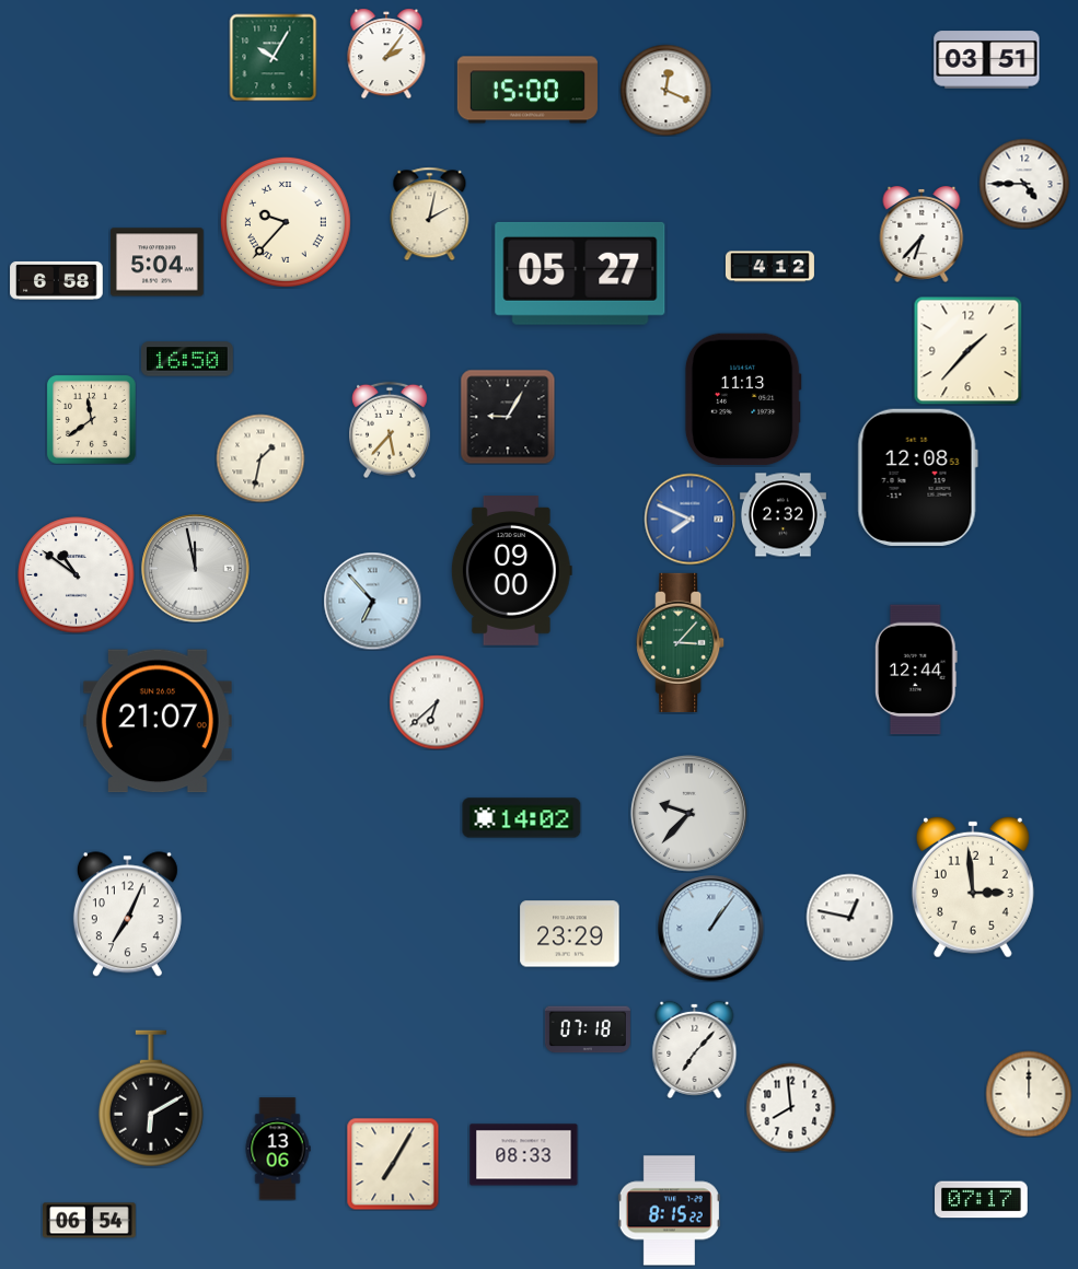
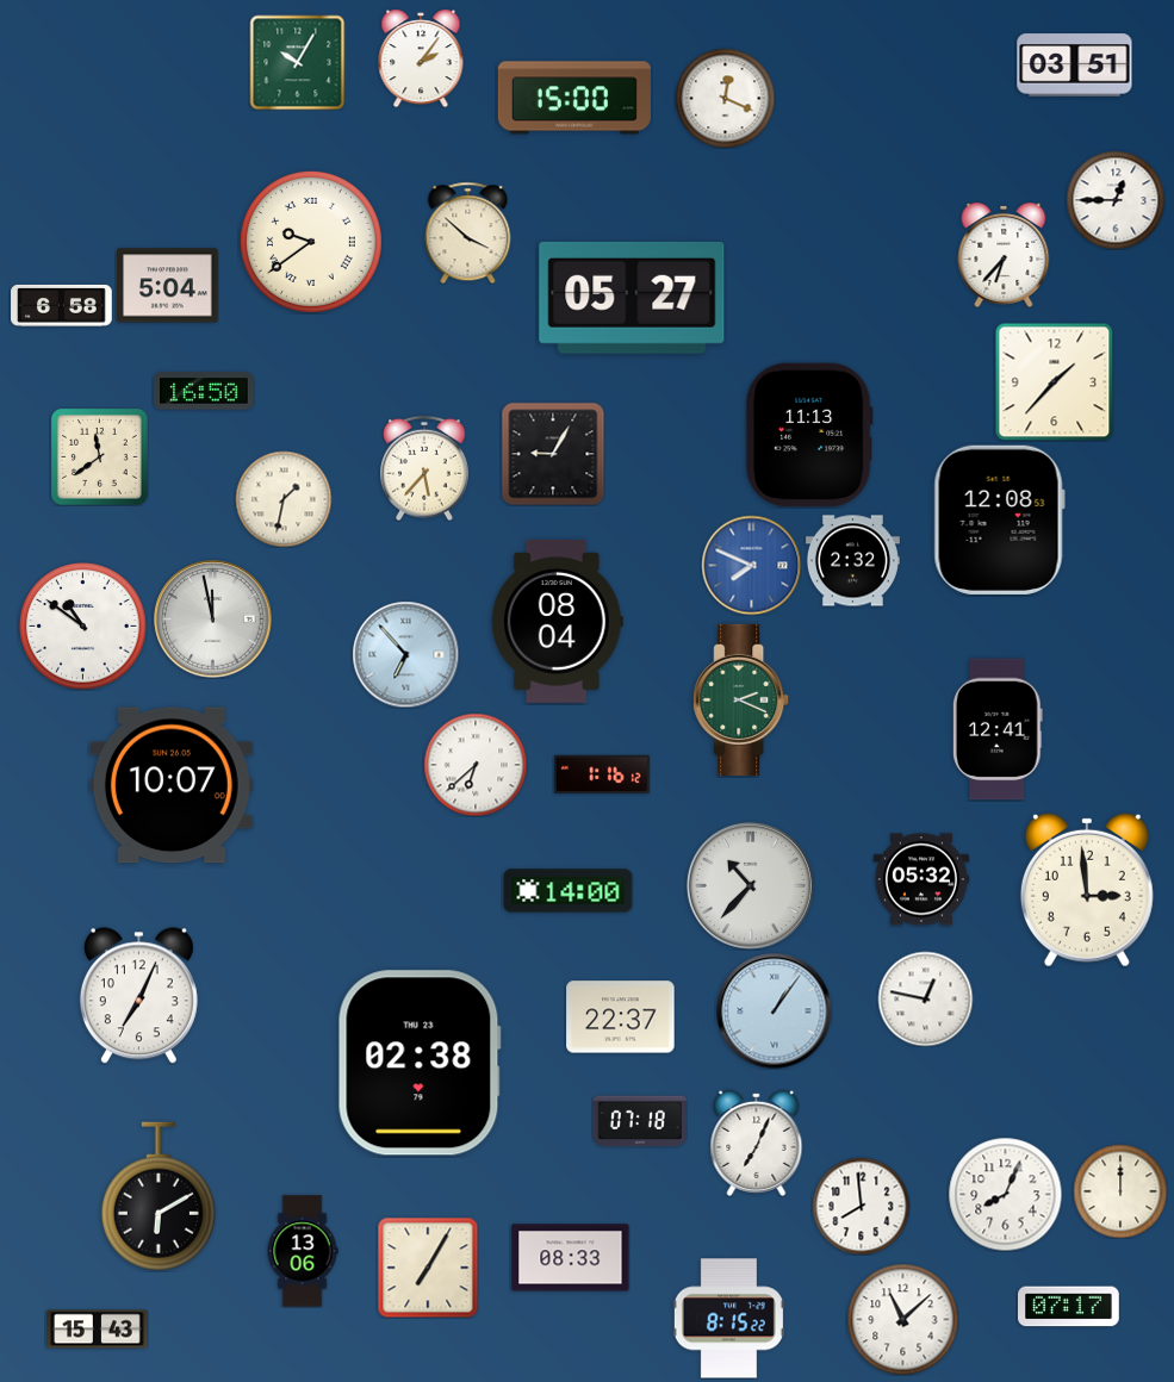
clock at (1024, 184): 4:45 -> 12:45
clock at (430, 213): 2:02 -> 3:52
clock at (286, 222): 9:37 -> 9:39
clock at (158, 263) position: (158, 263) -> (168, 286)
clock at (769, 267): 4:12 -> none
clock at (511, 571): 09:00 -> 08:04
clock at (681, 642): 3:07 -> 2:19
clock at (916, 670): 12:44 -> 12:41
clock at (602, 773): none -> 1:16
clock at (158, 721): 21:07 -> 10:07
clock at (921, 879): none -> 05:32
clock at (688, 813): 9:37 -> 10:37
clock at (522, 818): 14:02 -> 14:00
clock at (973, 887) position: (973, 887) -> (1087, 890)
clock at (570, 934): 23:29 -> 22:37
clock at (420, 1063): none -> 02:38
clock at (695, 1049): 7:07 -> 7:04
clock at (1005, 1194): none -> 8:04
clock at (151, 1098) position: (151, 1098) -> (159, 1196)
clock at (902, 1319): none -> 11:08
clock at (90, 1221): 06:54 -> 15:43
